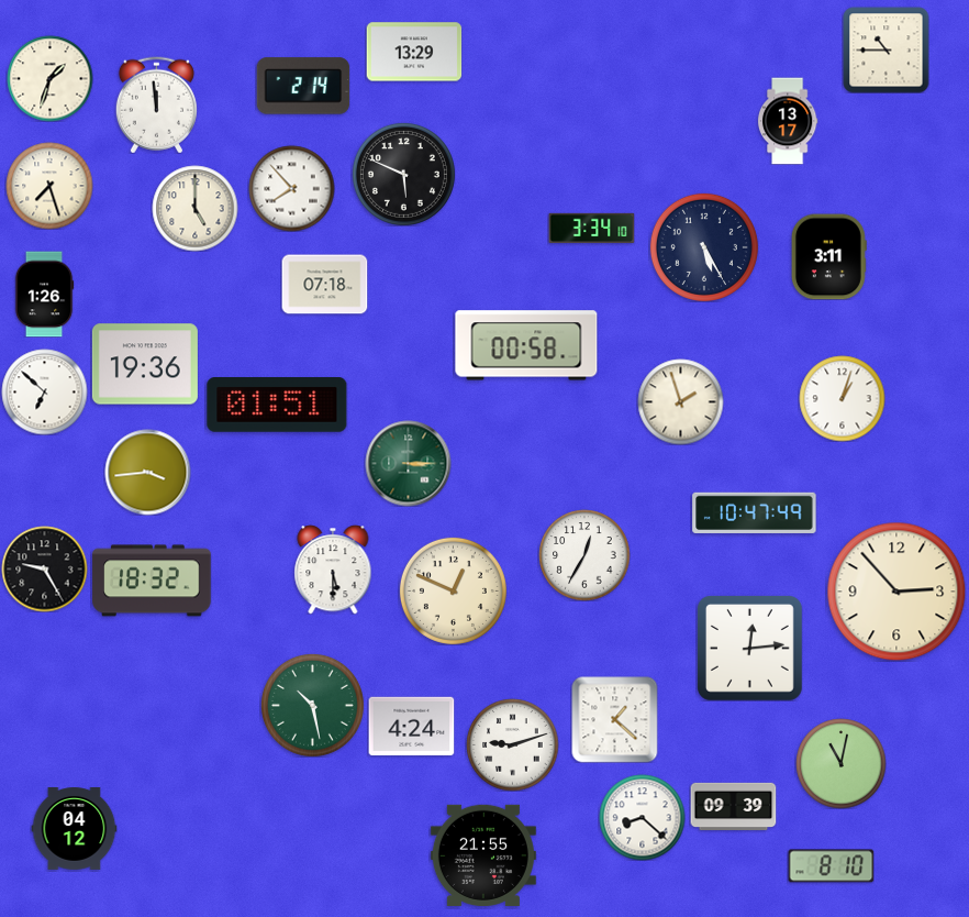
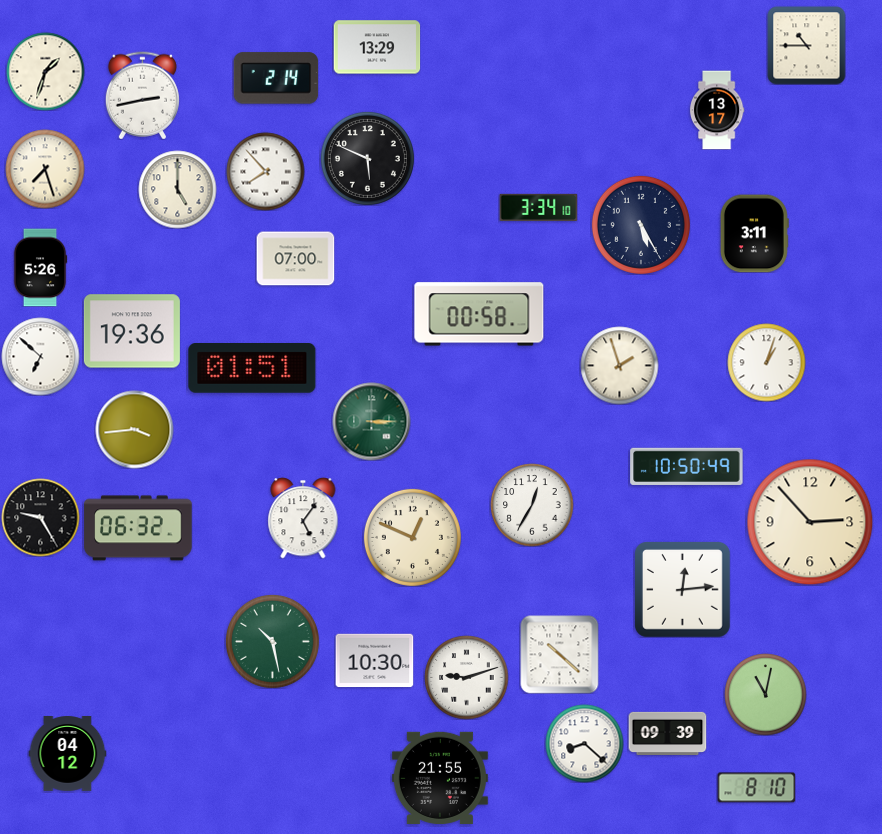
clock at (156, 104): 11:59 -> 2:43
clock at (324, 285): 07:18 -> 07:00
clock at (44, 294): 1:26 -> 5:26
clock at (755, 512): 10:47 -> 10:50
clock at (333, 570): 5:30 -> 5:06
clock at (152, 581): 18:32 -> 06:32
clock at (896, 592) position: (896, 592) -> (810, 522)
clock at (312, 705) position: (312, 705) -> (272, 641)
clock at (614, 719): 1:22 -> 10:22
clock at (411, 727): 4:24 -> 10:30
